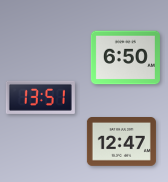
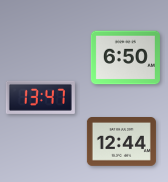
clock at (40, 97): 13:51 -> 13:47
clock at (121, 142): 12:47 -> 12:44
